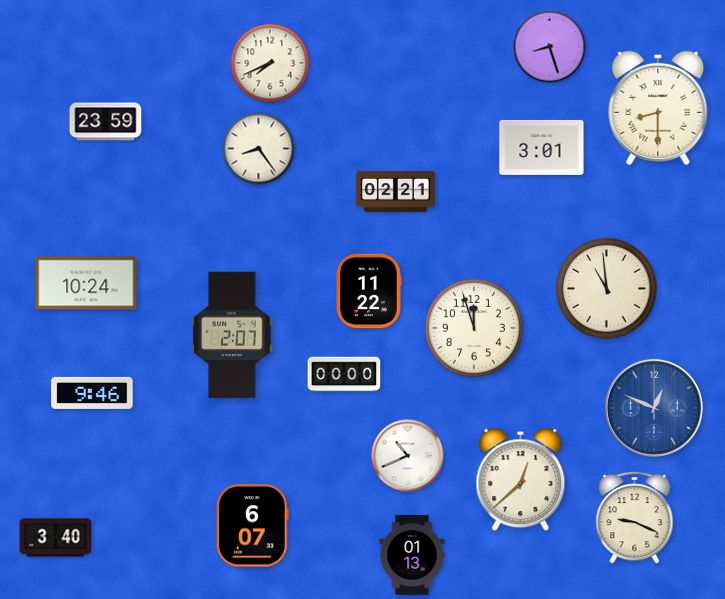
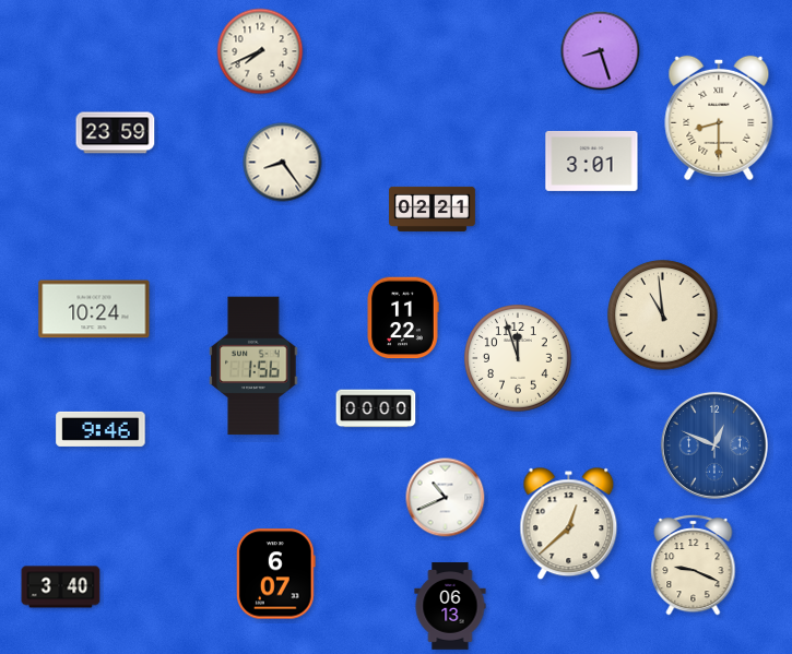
clock at (270, 63) position: (270, 63) -> (260, 51)
clock at (232, 335): 2:07 -> 1:56
clock at (412, 555): 01:13 -> 06:13
